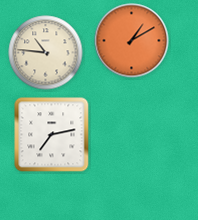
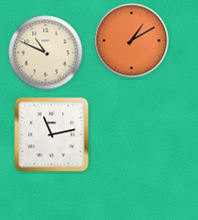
clock at (46, 53): 10:46 -> 10:49
clock at (52, 135): 7:13 -> 11:13
